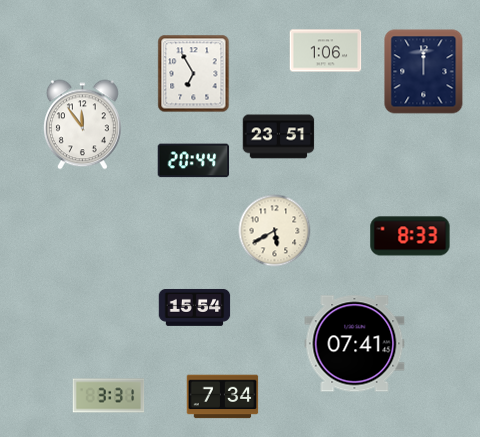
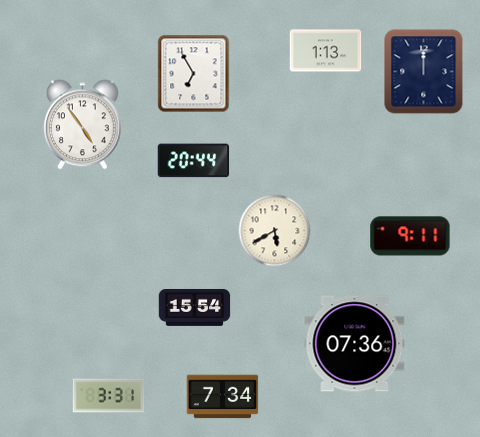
clock at (326, 51): 1:06 -> 1:13
clock at (82, 125): 11:54 -> 4:54
clock at (279, 137): 23:51 -> none
clock at (410, 236): 8:33 -> 9:11
clock at (355, 344): 07:41 -> 07:36
